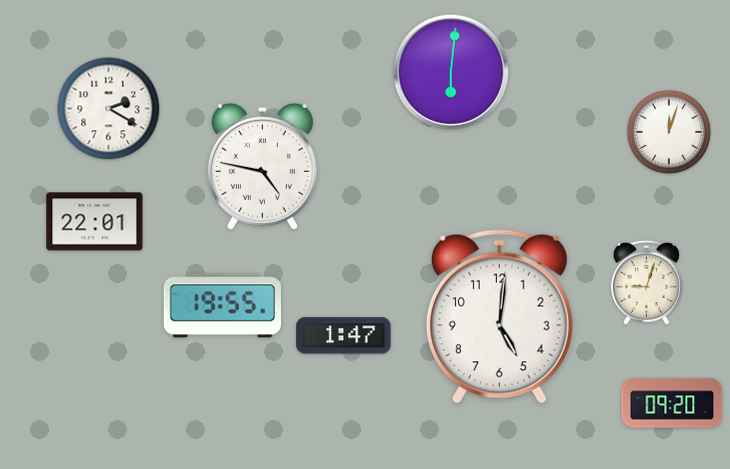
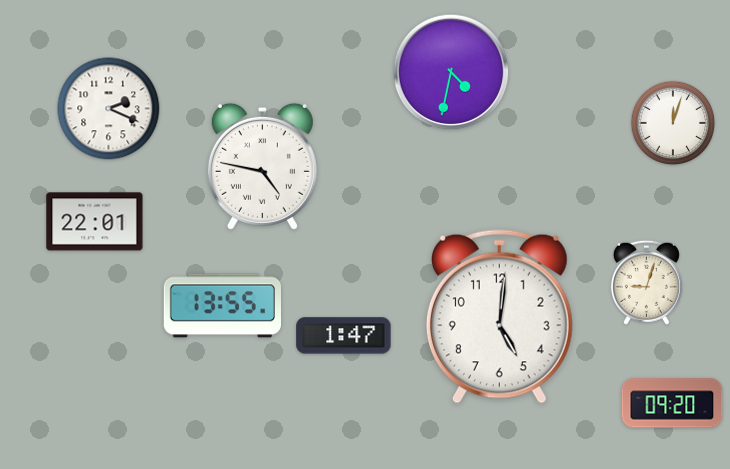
clock at (451, 72): 6:01 -> 4:32
clock at (109, 109): 2:20 -> 2:19
clock at (669, 132) position: (669, 132) -> (673, 123)
clock at (222, 306): 19:55 -> 13:55
